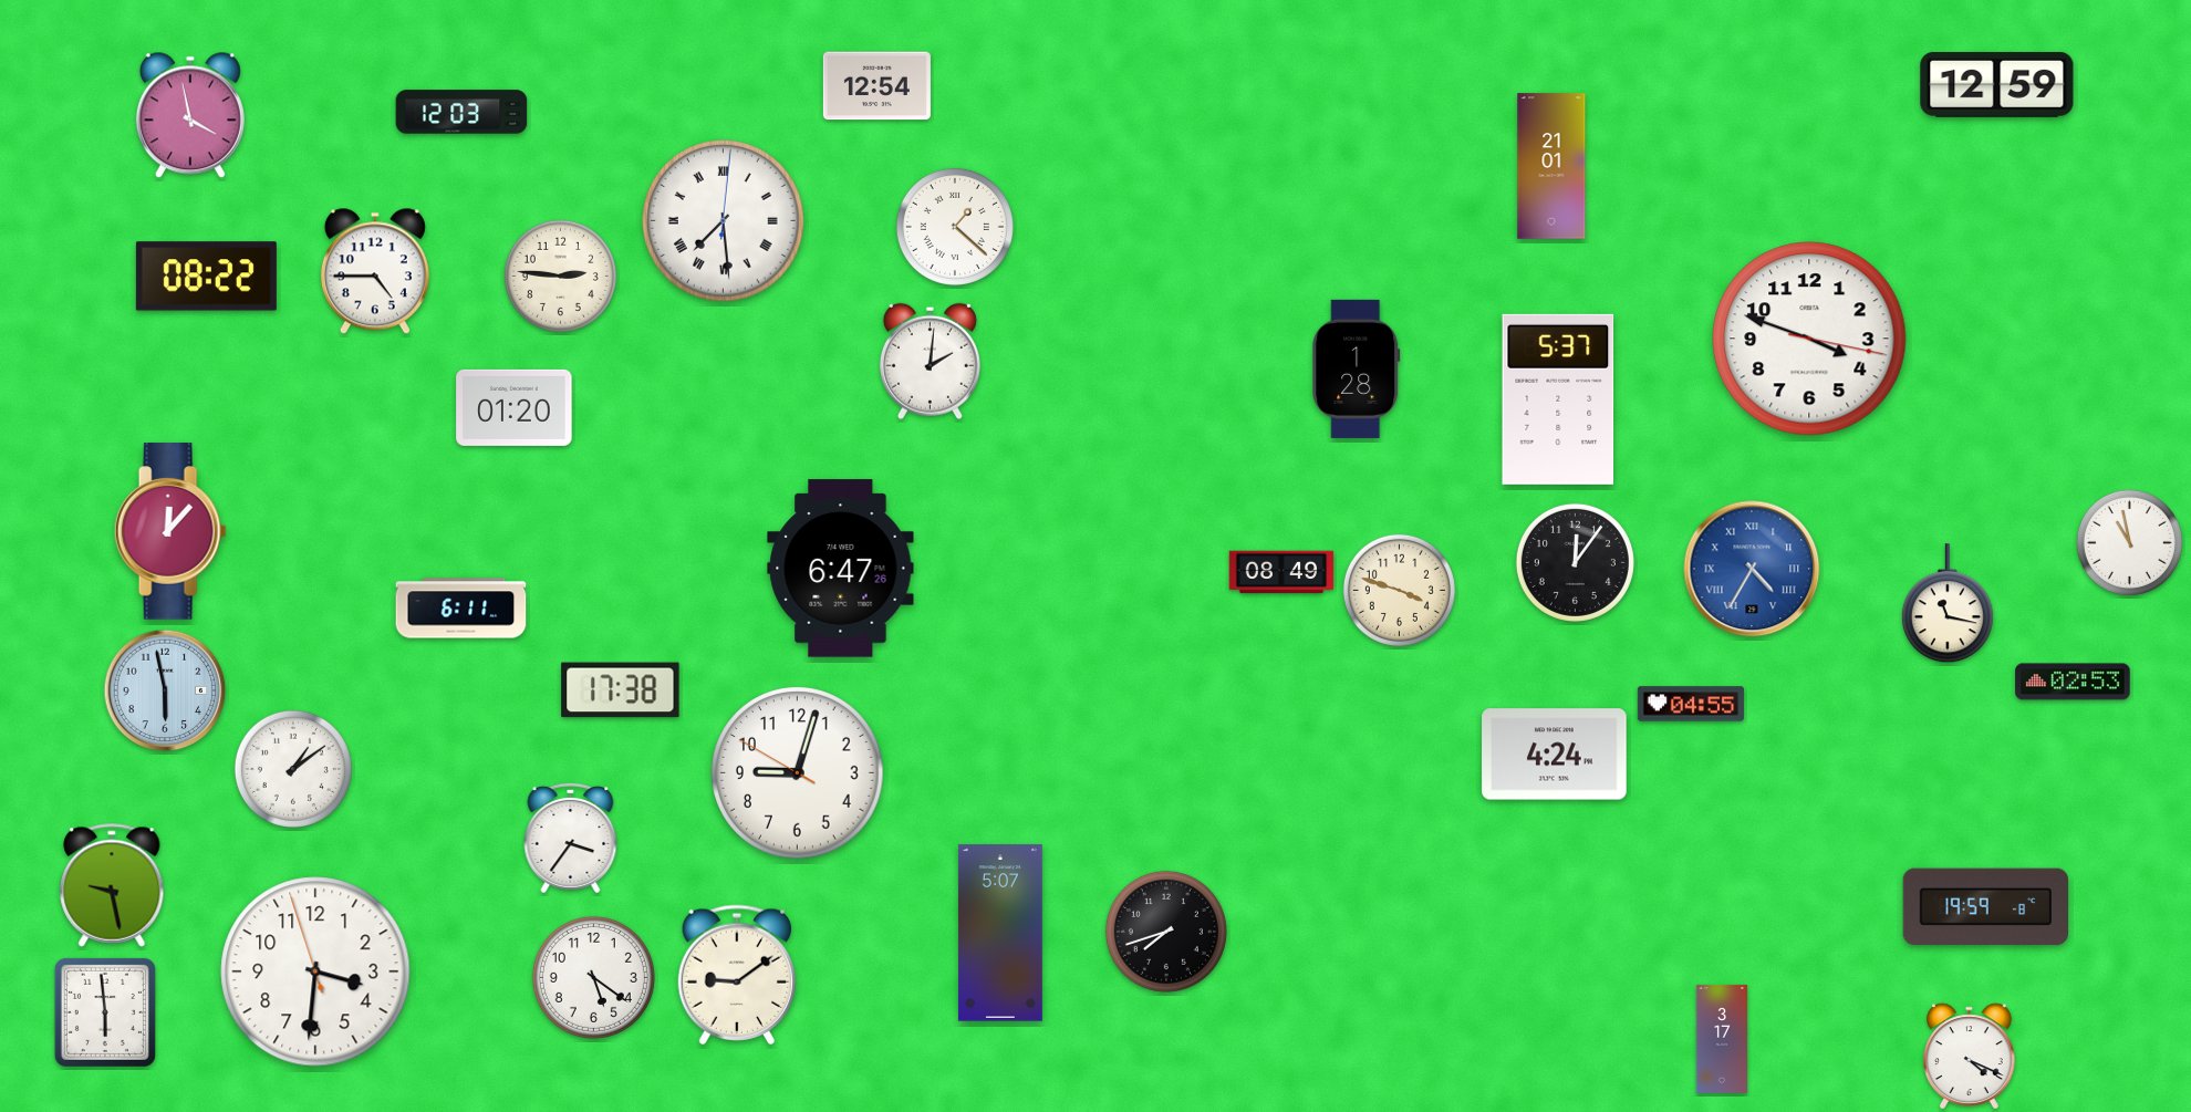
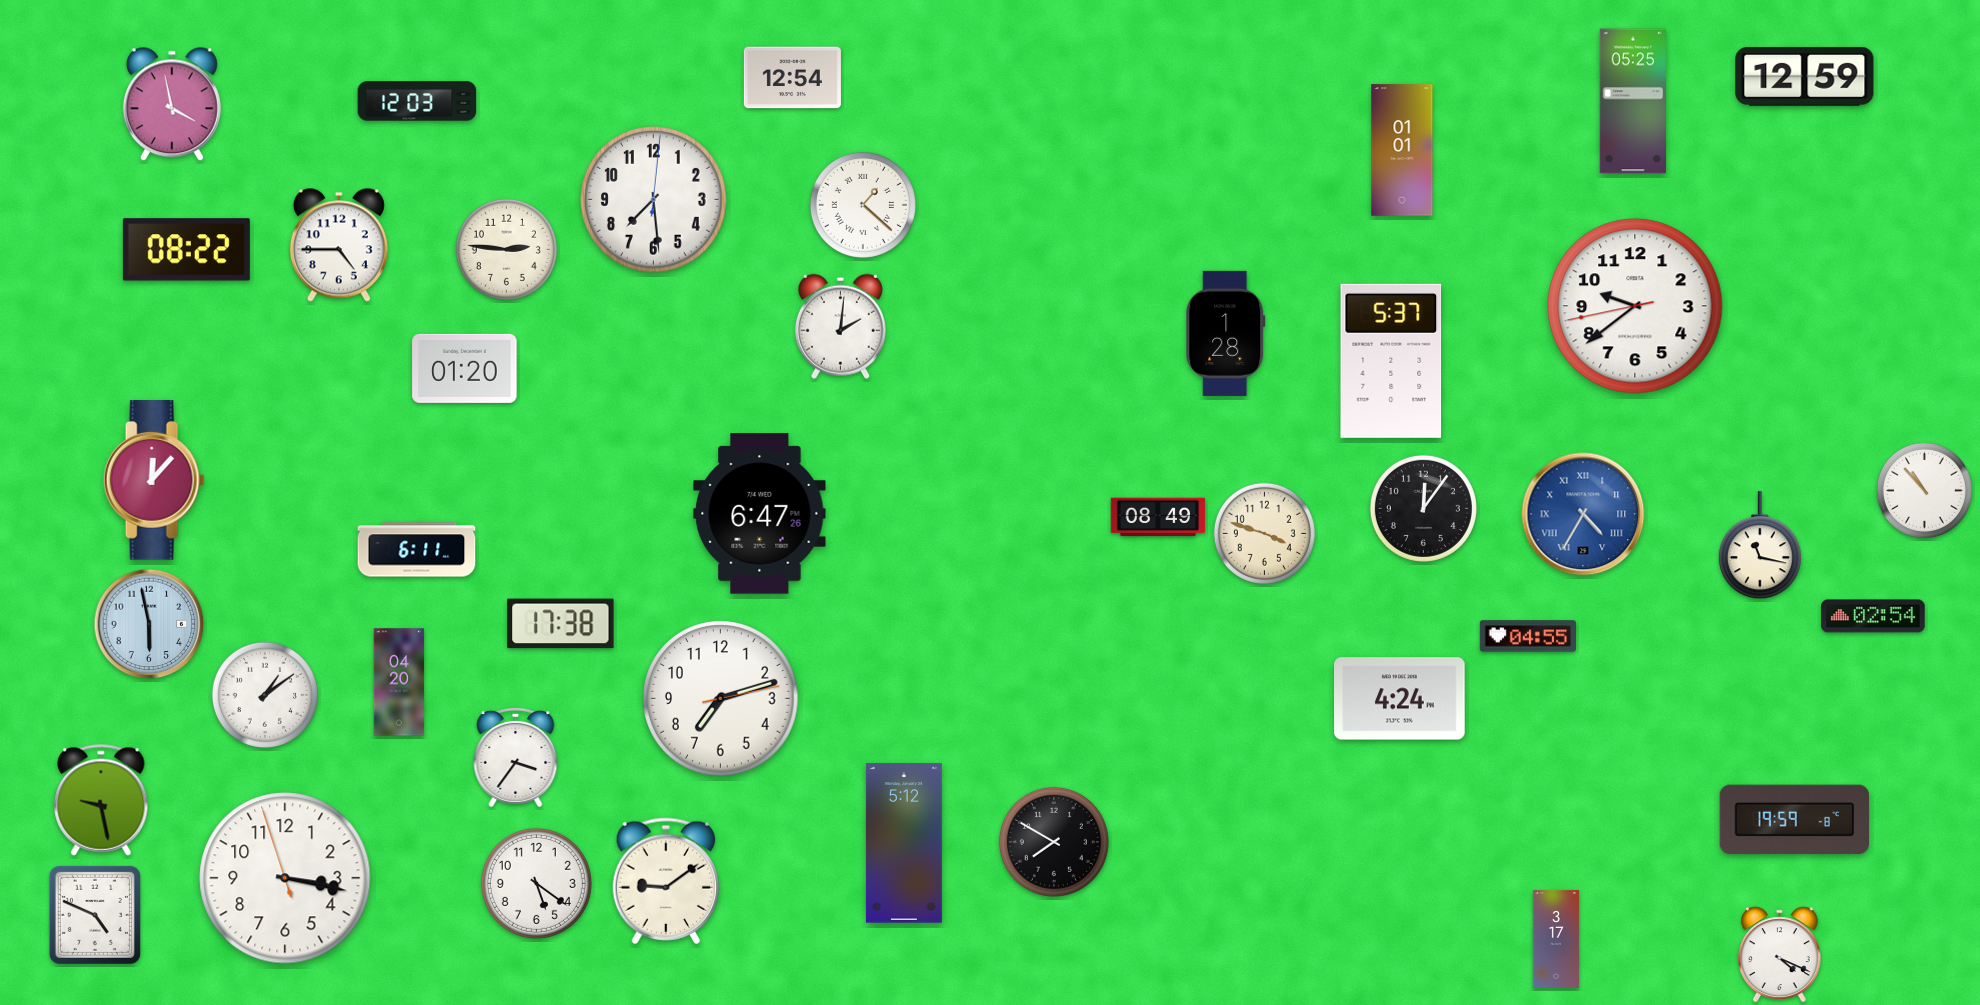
clock at (1633, 101): none -> 05:25
clock at (1551, 166): 21:01 -> 01:01
clock at (724, 221) numerals: Roman -> Arabic
clock at (1809, 339): 3:48 -> 9:38
clock at (1558, 399) position: (1558, 399) -> (1391, 361)
clock at (2129, 542): 10:58 -> 10:53
clock at (2073, 682): 02:53 -> 02:54
clock at (399, 682): none -> 04:20
clock at (1555, 755) position: (1555, 755) -> (1400, 699)
clock at (798, 773): 9:02 -> 7:12
clock at (1166, 932): 7:42 -> 7:50
clock at (1000, 933): 5:07 -> 5:12
clock at (315, 971): 3:30 -> 3:16
clock at (105, 1012): 5:59 -> 4:49
